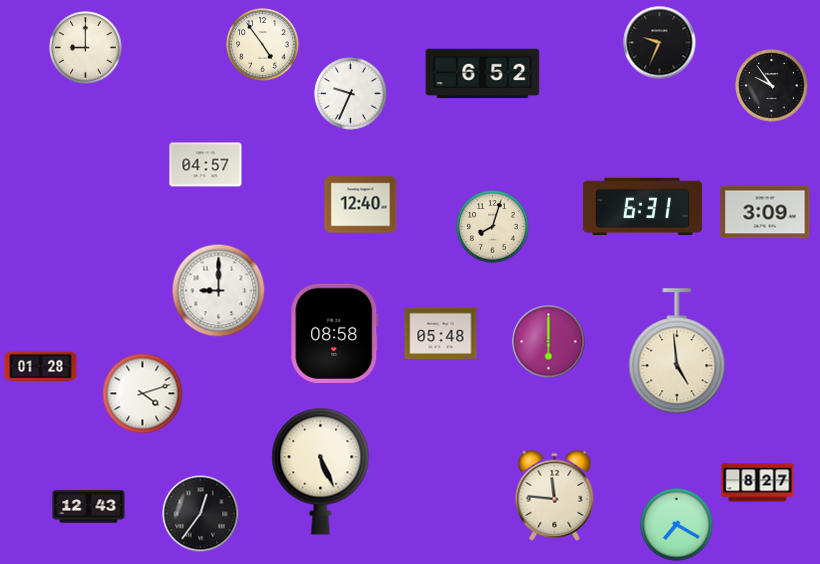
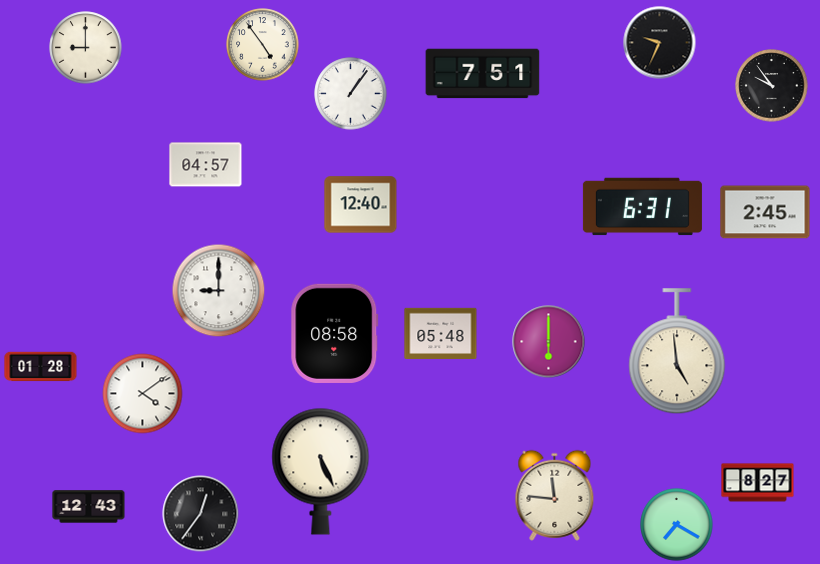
clock at (483, 74): 6:52 -> 7:51
clock at (351, 94): 9:34 -> 1:06
clock at (765, 212): 3:09 -> 2:45
clock at (493, 227): 8:03 -> none
clock at (143, 394): 4:12 -> 4:09
